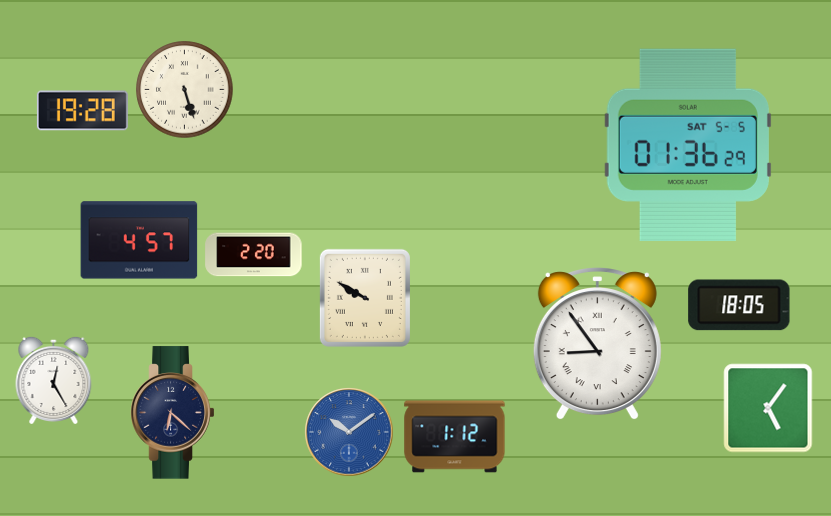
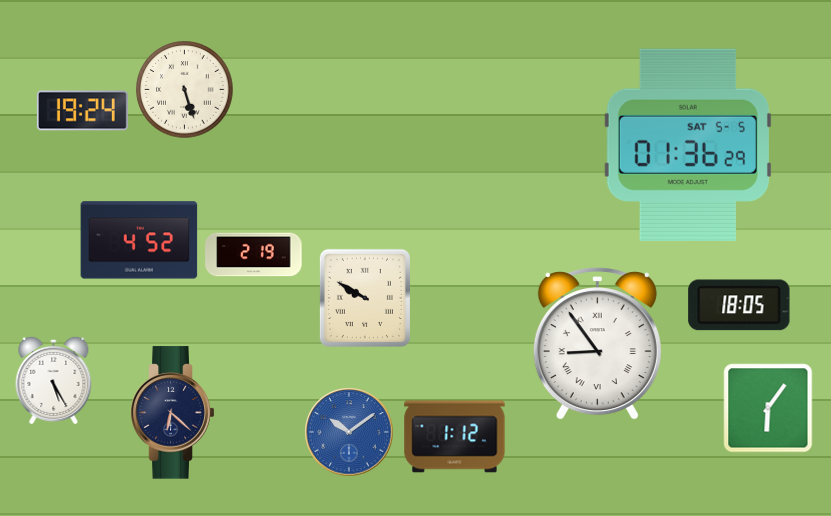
clock at (82, 111): 19:28 -> 19:24
clock at (139, 240): 4:57 -> 4:52
clock at (254, 255): 2:20 -> 2:19
clock at (54, 380): 12:25 -> 5:25
clock at (768, 408): 5:06 -> 6:06
